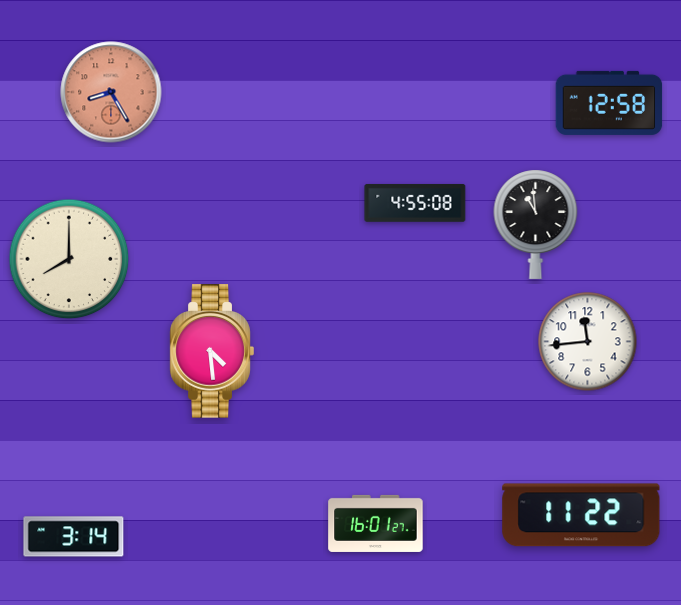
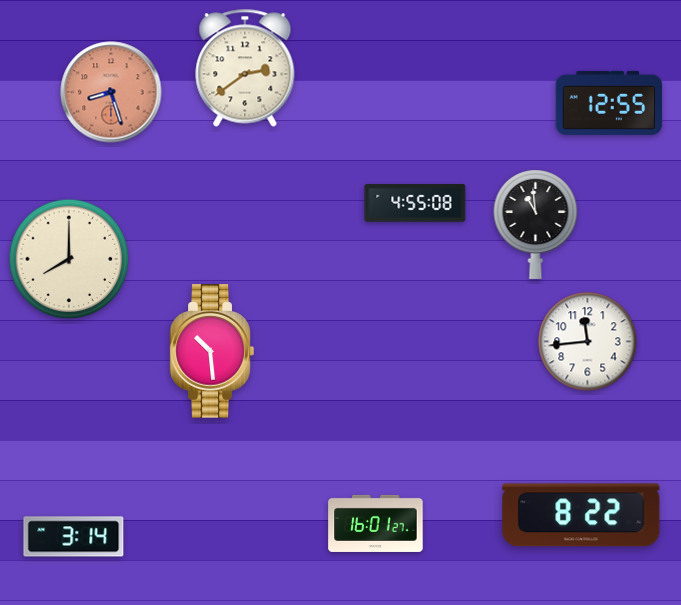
clock at (245, 68): none -> 2:39
clock at (111, 92): 8:25 -> 8:27
clock at (609, 103): 12:58 -> 12:55
clock at (212, 351): 4:29 -> 10:29
clock at (581, 515): 11:22 -> 8:22
